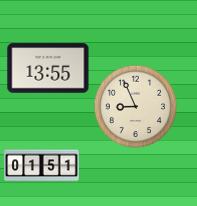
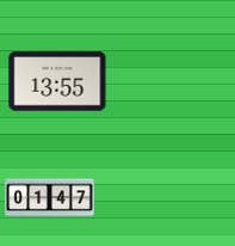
clock at (136, 107): 8:56 -> none
clock at (42, 166): 01:51 -> 01:47
